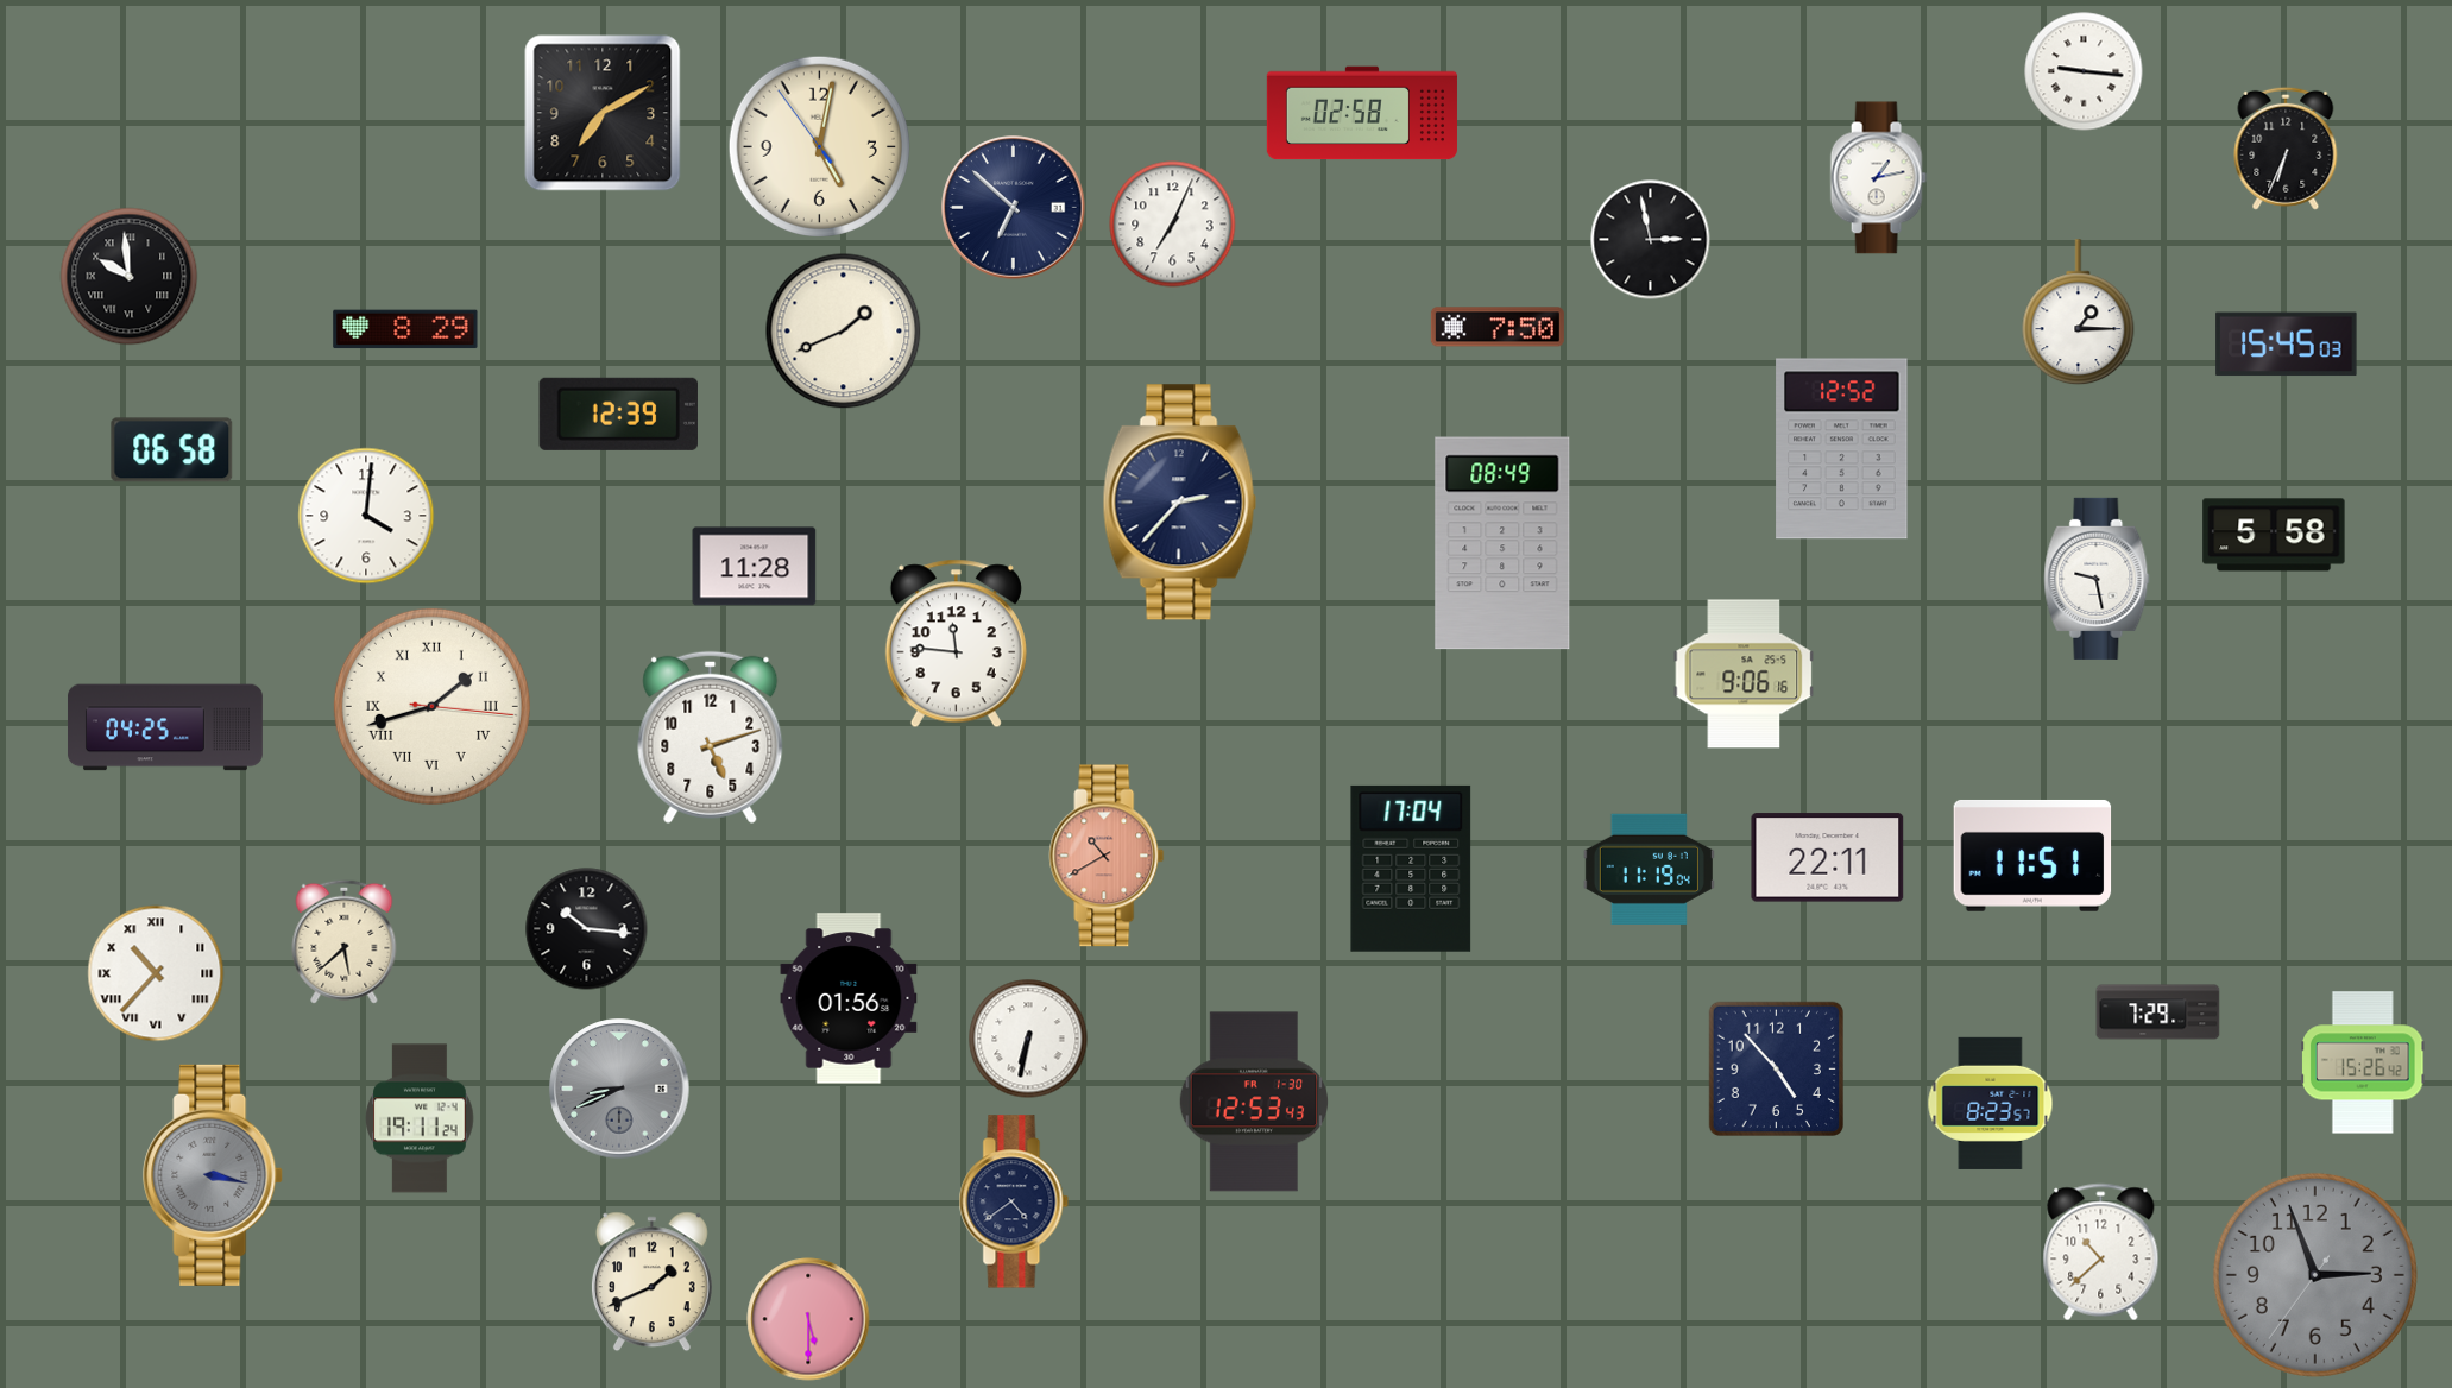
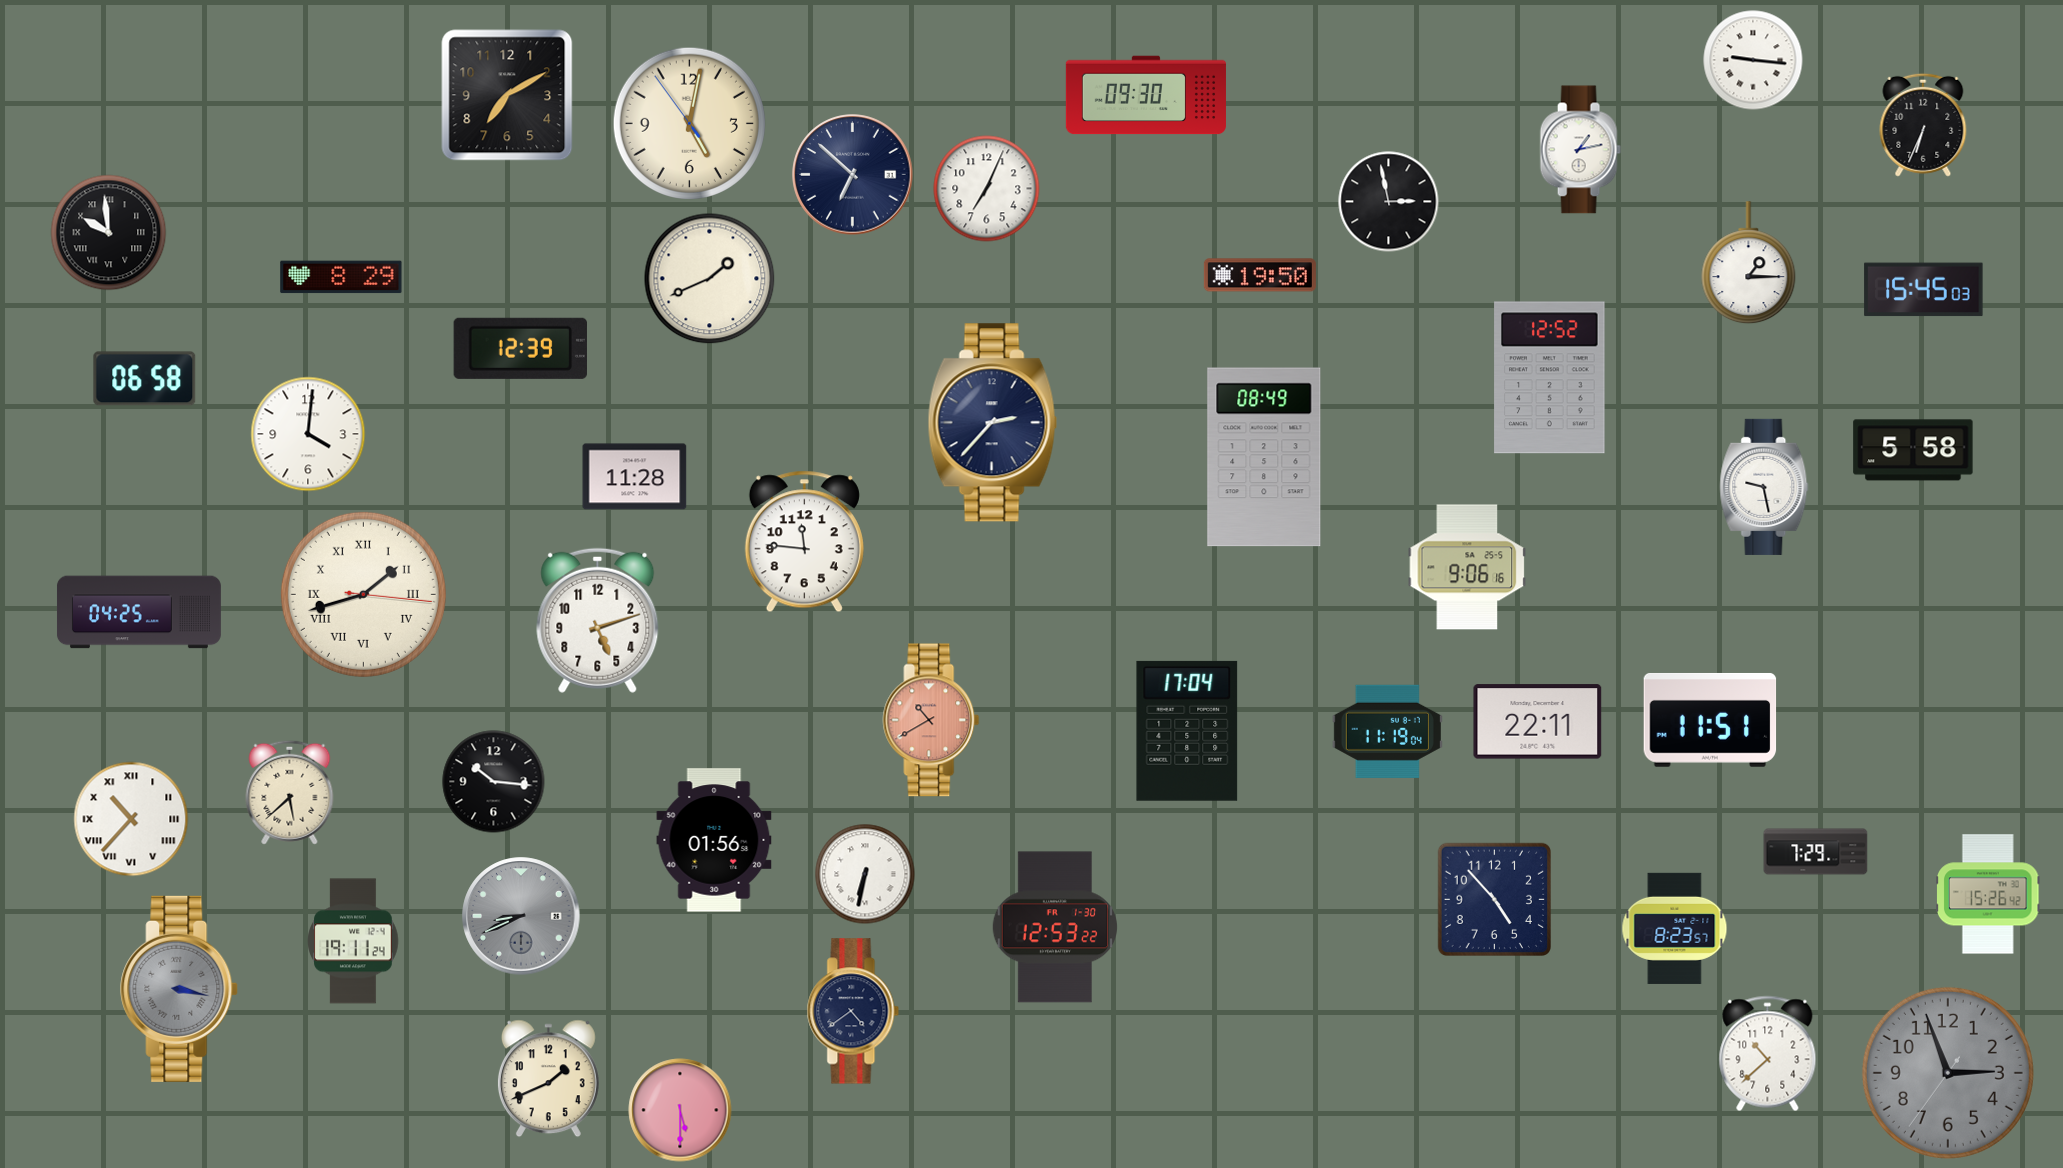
clock at (1361, 113): 02:58 -> 09:30
clock at (1498, 327): 7:50 -> 19:50
clock at (1253, 1102): 12:53:43 -> 12:53:22
